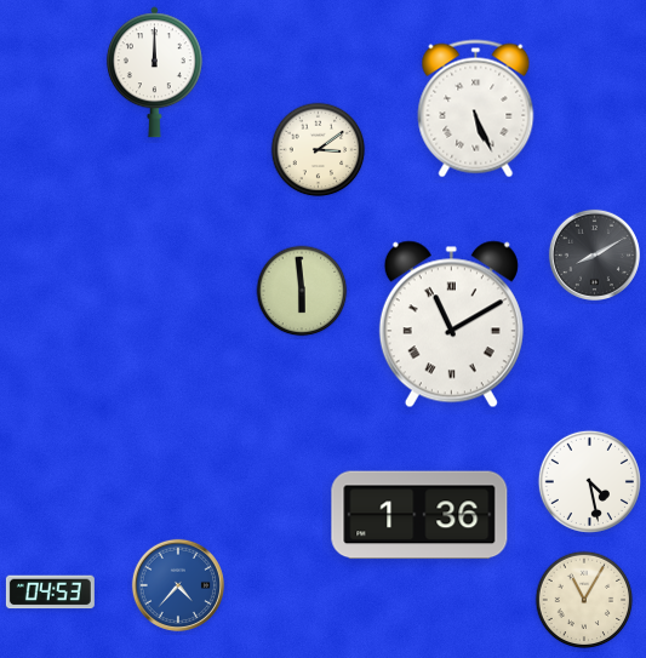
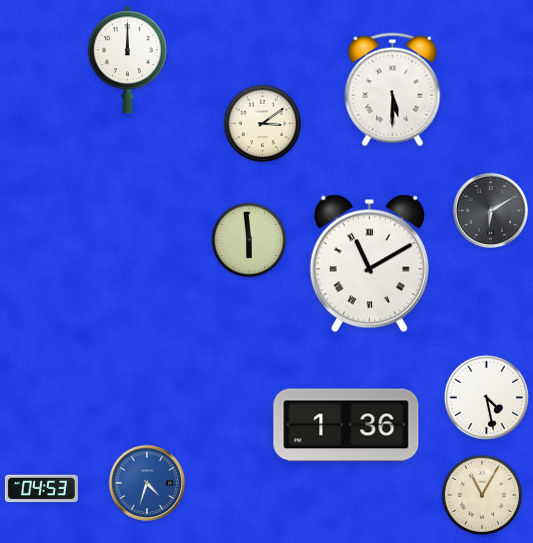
clock at (476, 109): 5:26 -> 5:30
clock at (594, 254): 8:10 -> 6:10
clock at (451, 325) position: (451, 325) -> (369, 264)
clock at (178, 585): 4:37 -> 4:33
